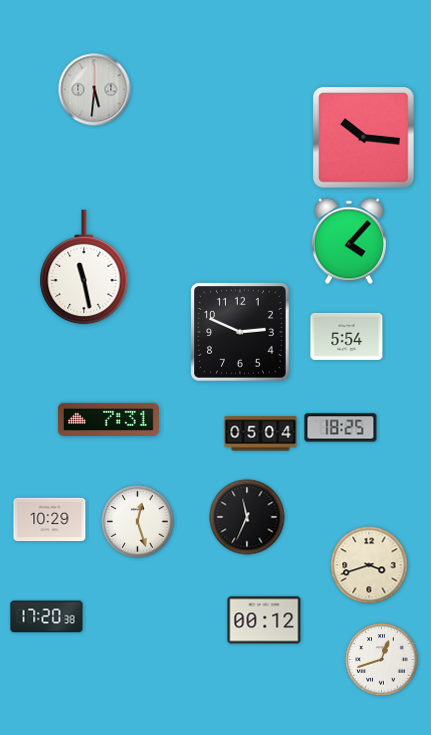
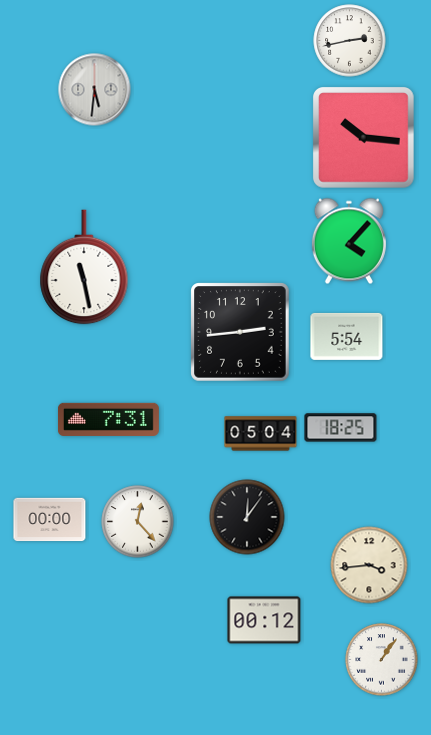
clock at (350, 41): none -> 2:43
clock at (240, 332): 2:49 -> 2:44
clock at (247, 517): 11:34 -> 12:06
clock at (50, 520): 10:29 -> 00:00
clock at (138, 522): 12:27 -> 12:23
clock at (369, 565): 3:42 -> 3:44
clock at (47, 617): 17:20 -> none
clock at (382, 660): 12:42 -> 1:06
